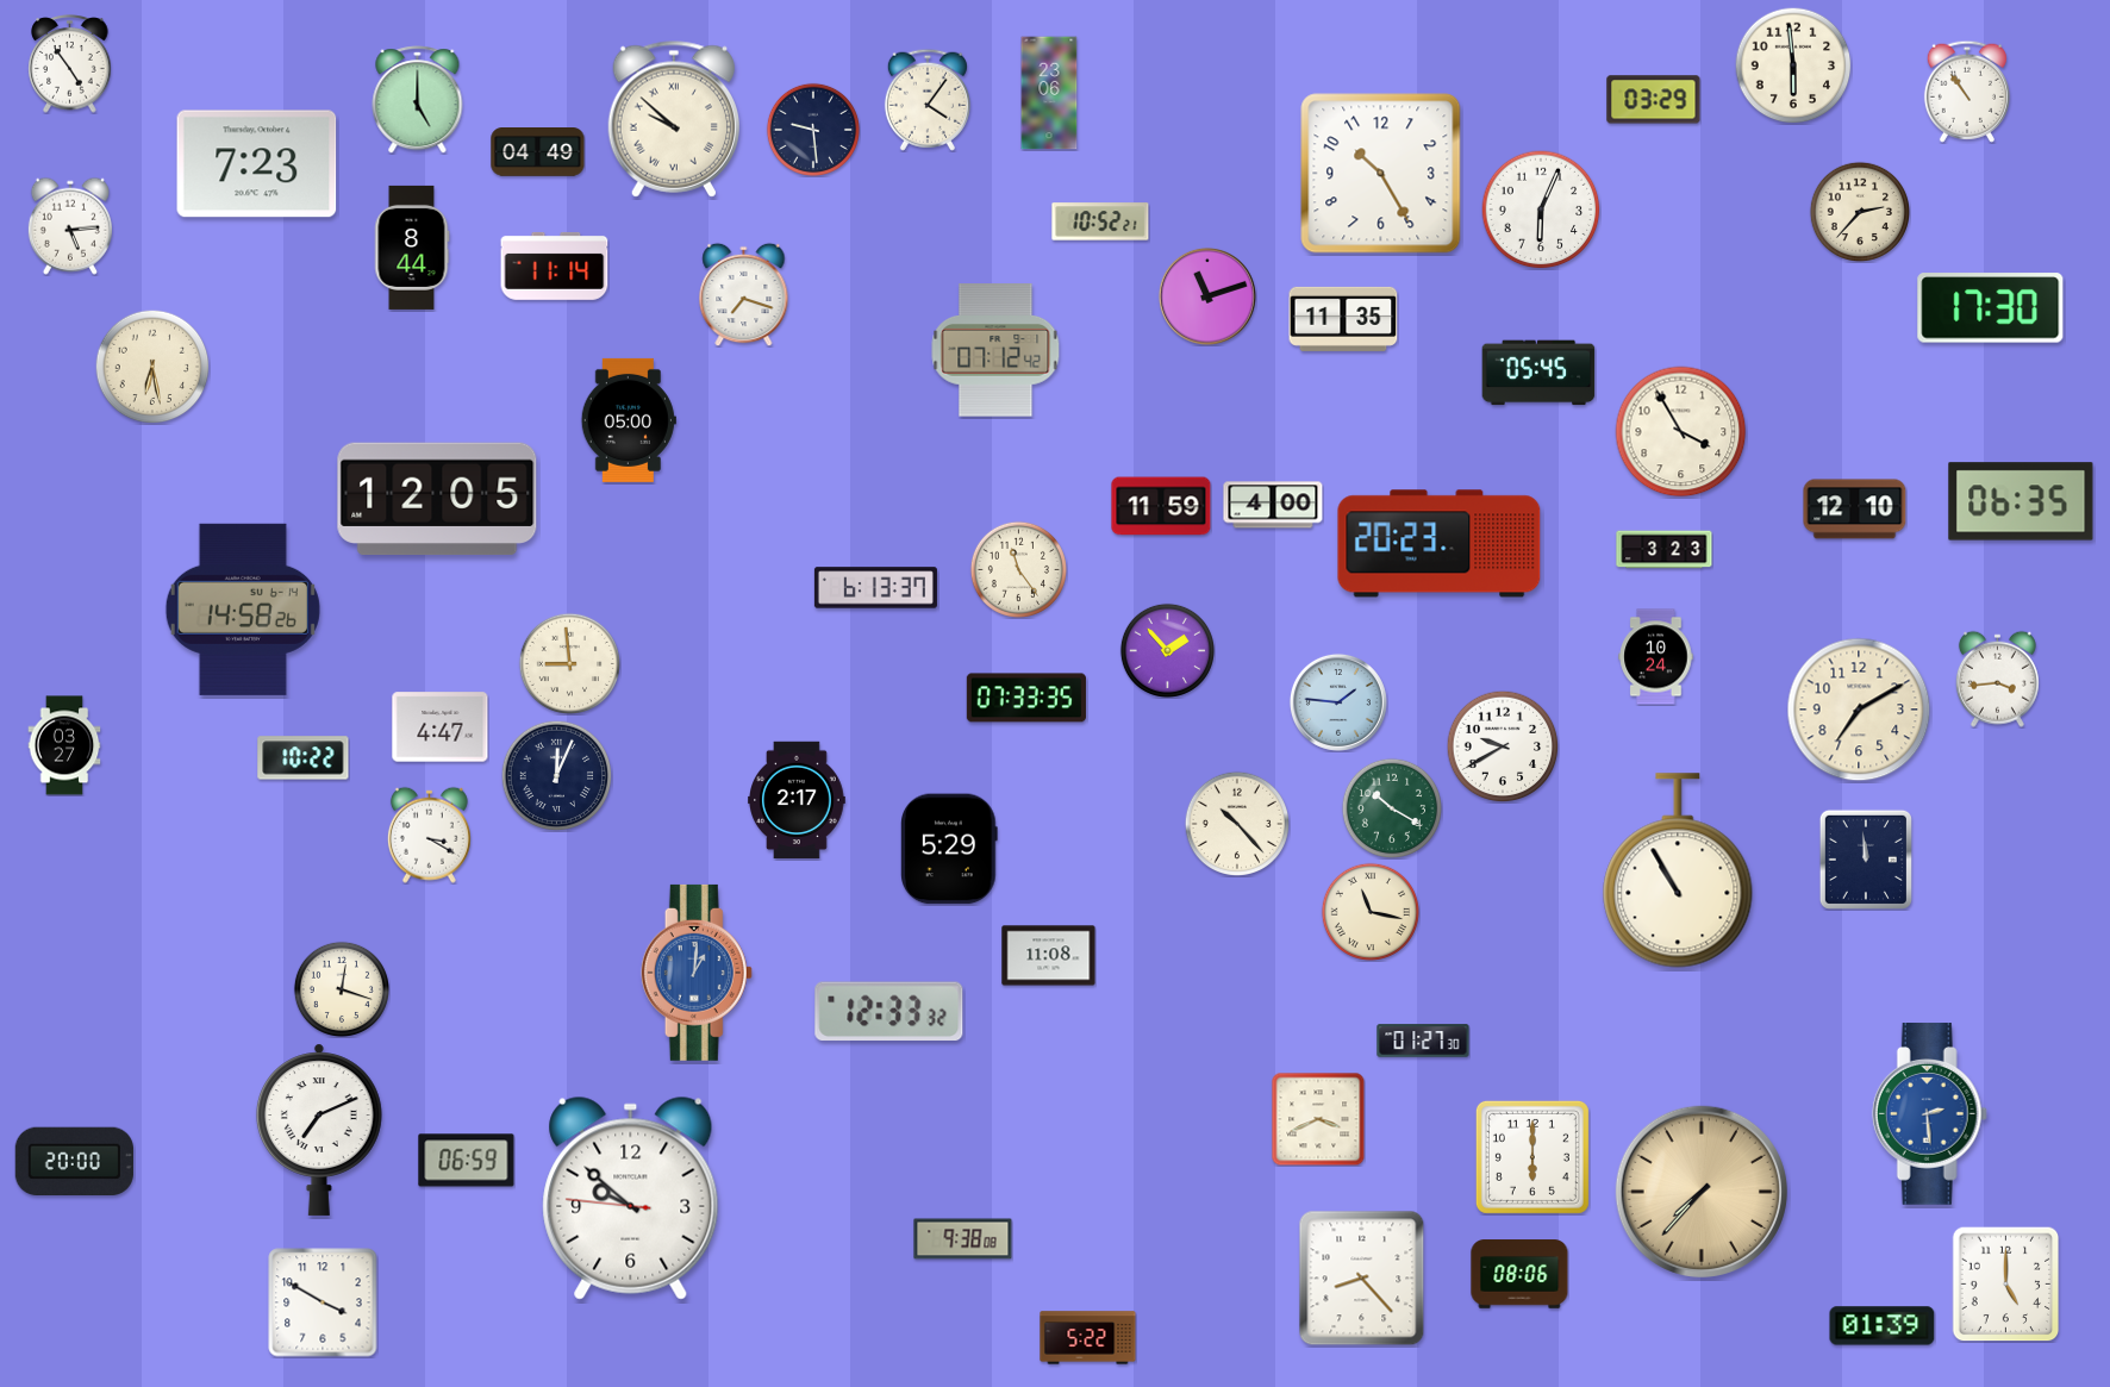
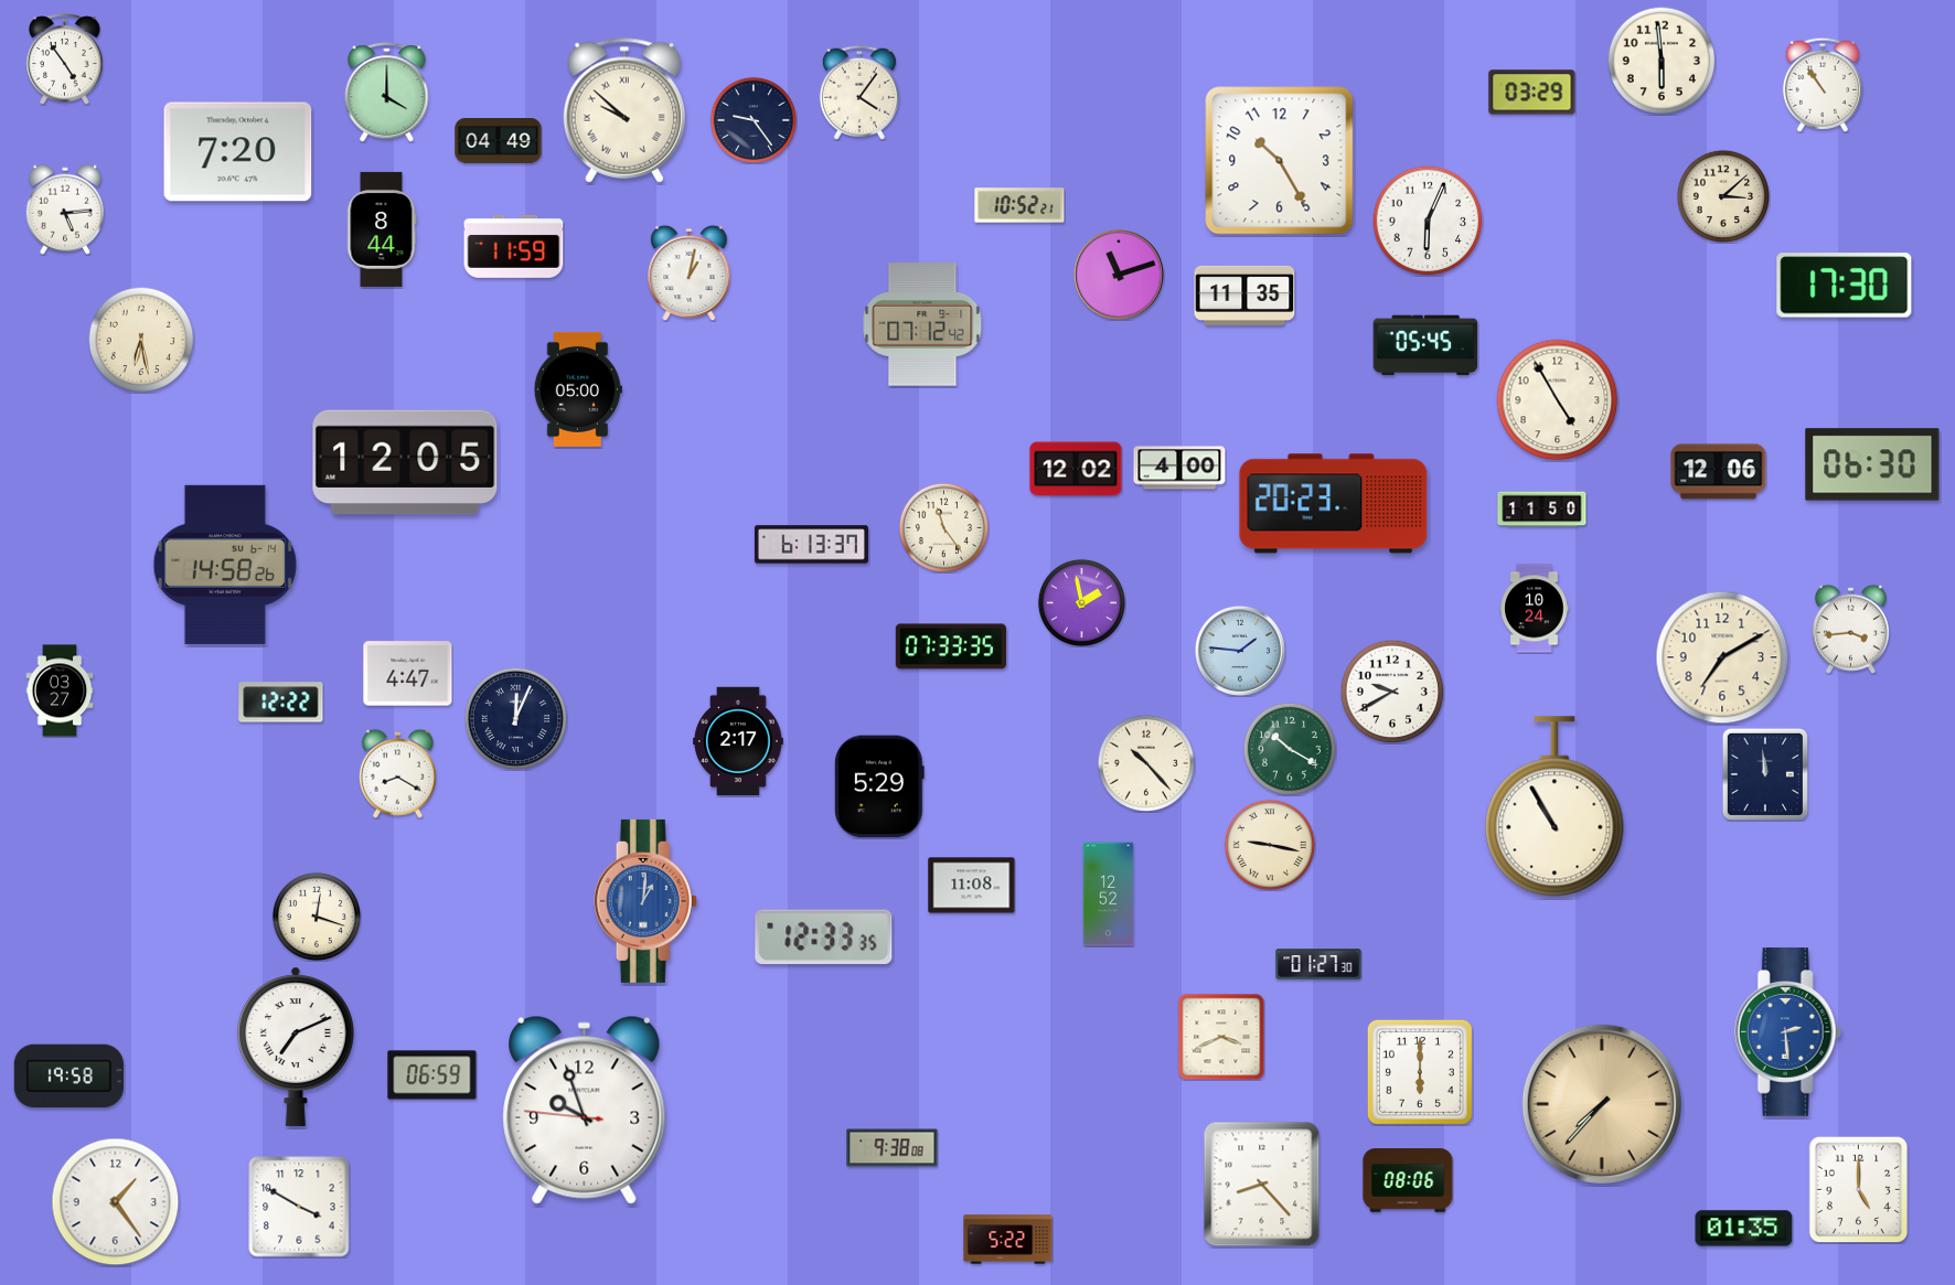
clock at (1049, 93): 23:06 -> none
clock at (418, 100): 5:00 -> 4:00
clock at (813, 130): 9:29 -> 9:24
clock at (257, 164): 7:23 -> 7:20
clock at (1541, 210) position: (1541, 210) -> (1428, 221)
clock at (1859, 211): 2:37 -> 3:08
clock at (555, 265): 11:14 -> 11:59
clock at (744, 294): 7:18 -> 1:02
clock at (629, 420) position: (629, 420) -> (578, 389)
clock at (1681, 432): 3:55 -> 4:55
clock at (2021, 501): 06:35 -> 06:30
clock at (1161, 506): 11:59 -> 12:02
clock at (1855, 510): 12:10 -> 12:06
clock at (1665, 550): 3:23 -> 11:50
clock at (1167, 650): 1:53 -> 1:58
clock at (569, 663): 8:59 -> none
clock at (304, 758): 10:22 -> 12:22
clock at (429, 835): 3:20 -> 8:20
clock at (1866, 860) position: (1866, 860) -> (1765, 774)
clock at (1369, 911): 11:17 -> 9:17
clock at (1109, 895): none -> 12:52
clock at (889, 1012): 12:33:32 -> 12:33:35
clock at (74, 1162): 20:00 -> 19:58
clock at (1702, 1192) position: (1702, 1192) -> (1602, 1104)
clock at (631, 1198): 9:51 -> 9:56
clock at (116, 1202): none -> 1:24
clock at (1883, 1326): 01:39 -> 01:35
